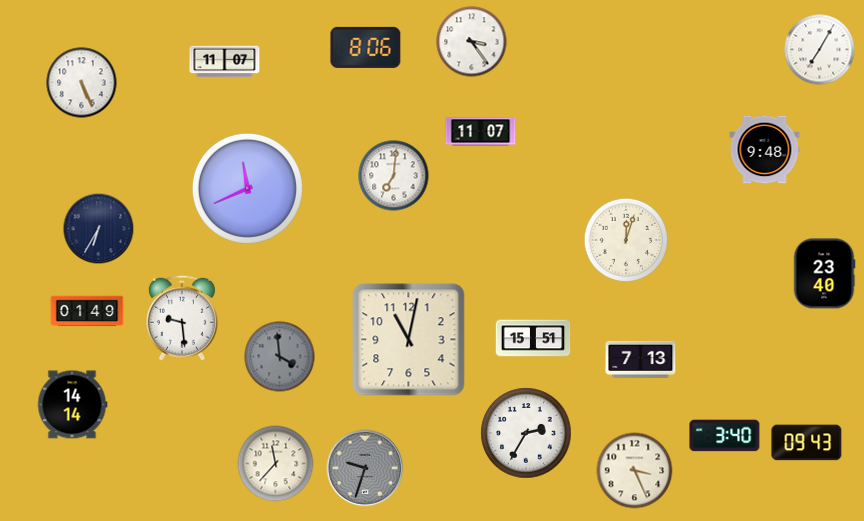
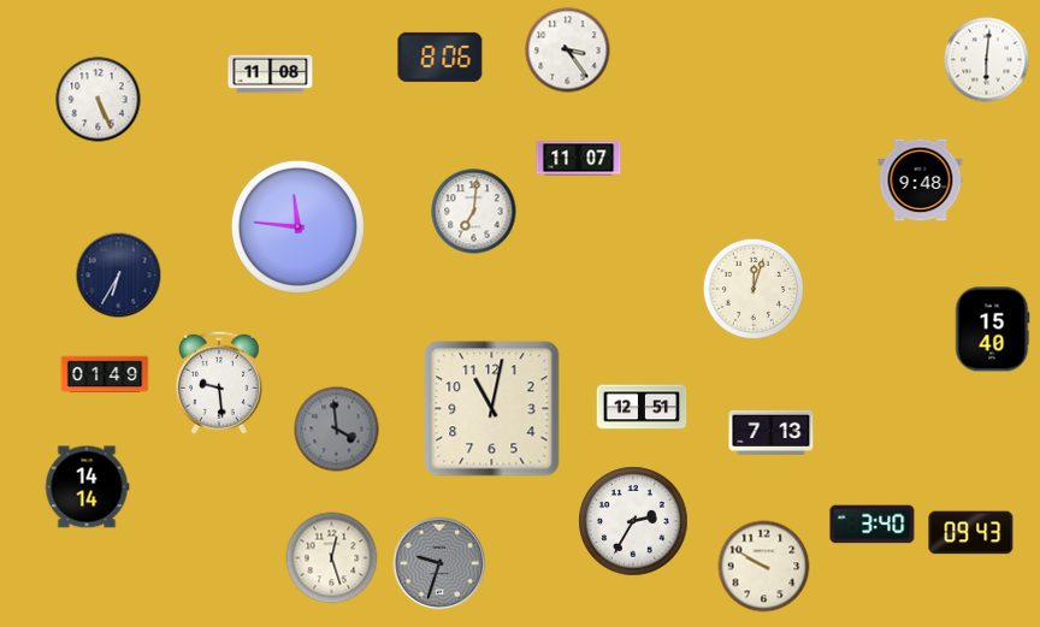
clock at (820, 50): 7:05 -> 6:01
clock at (225, 62): 11:07 -> 11:08
clock at (247, 188): 11:41 -> 11:46
clock at (824, 274): 23:40 -> 15:40
clock at (533, 338): 15:51 -> 12:51
clock at (276, 464): 11:37 -> 12:27
clock at (635, 471): 3:26 -> 9:50
